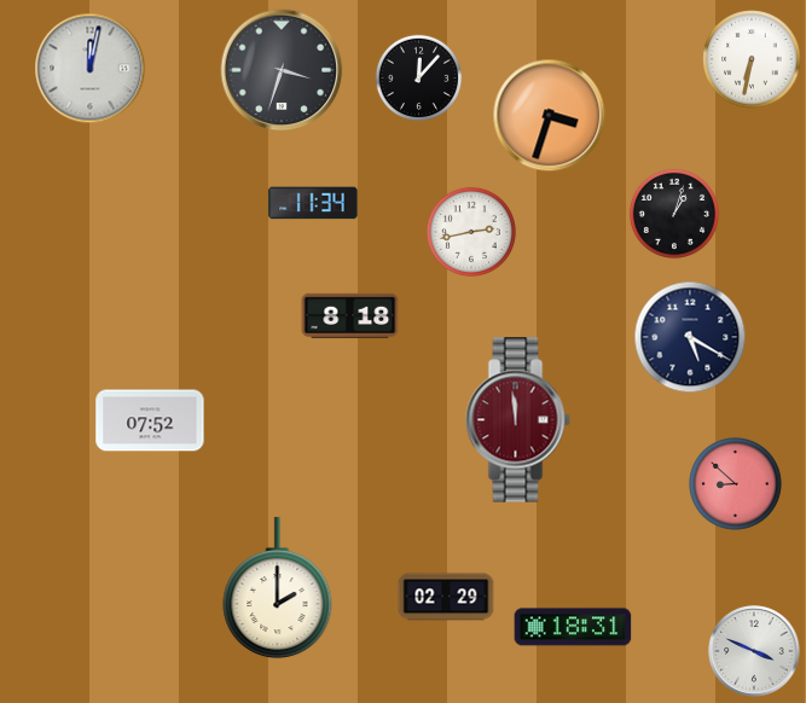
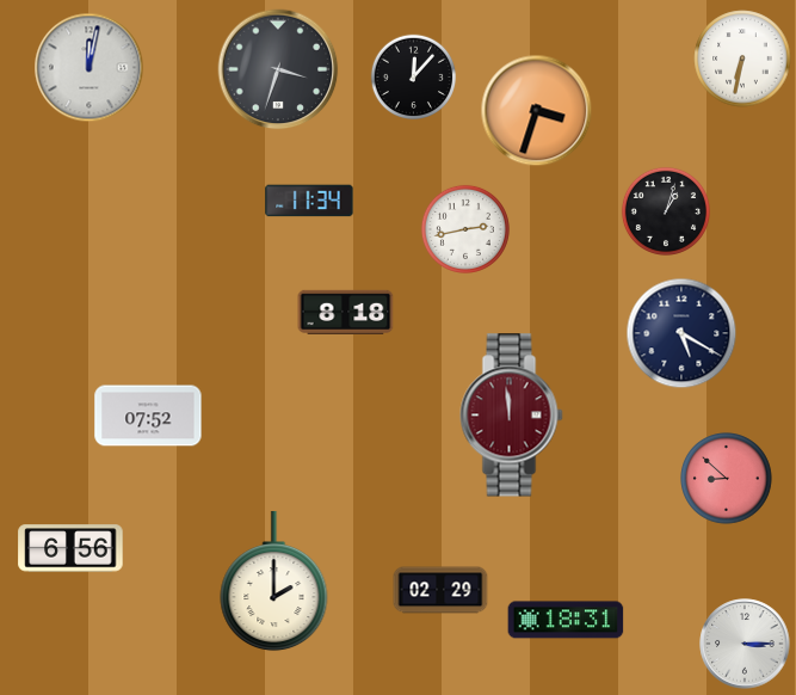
clock at (550, 116) position: (550, 116) -> (537, 111)
clock at (70, 548): none -> 6:56
clock at (754, 651): 3:49 -> 3:15
